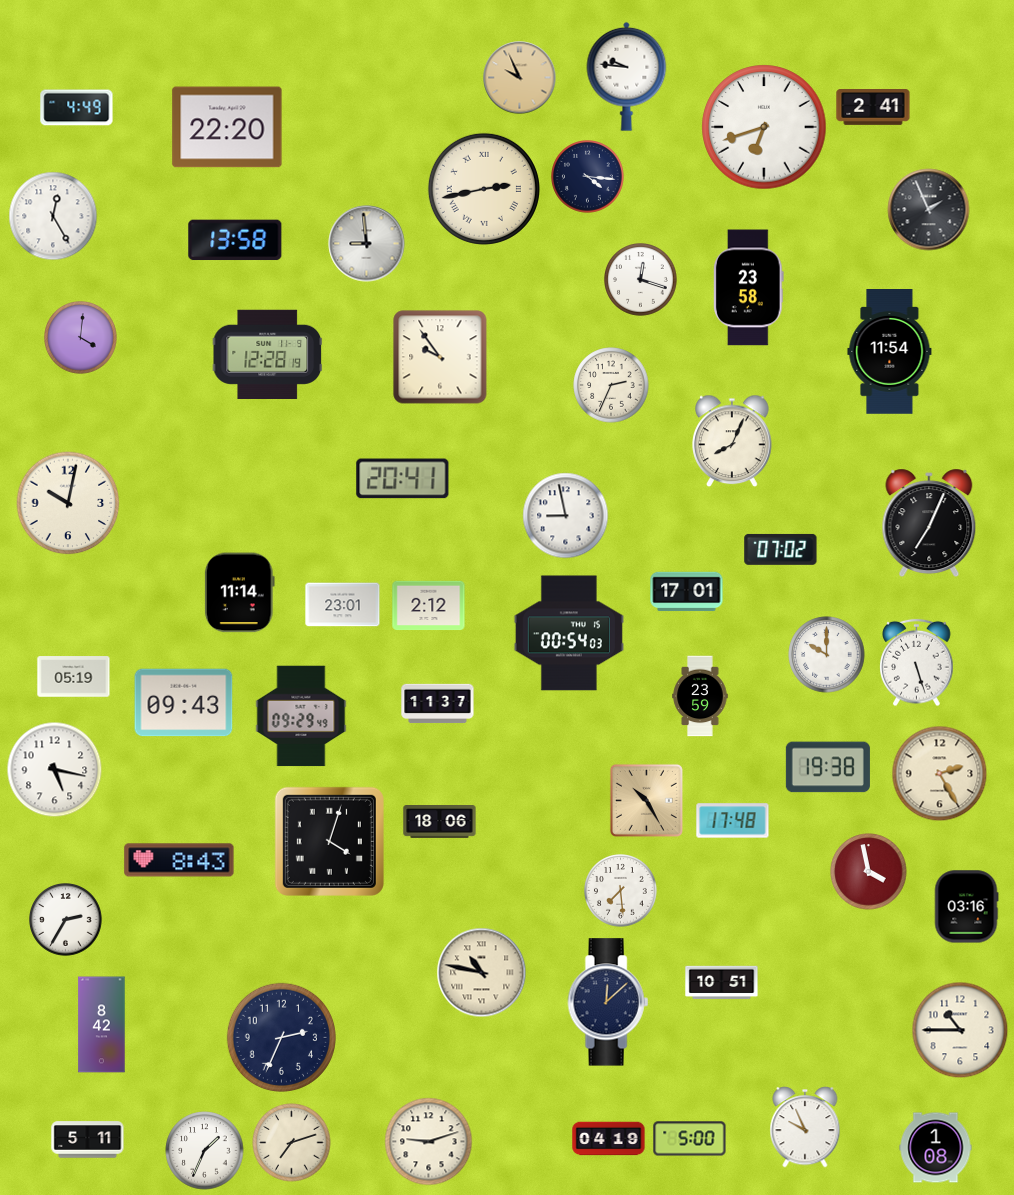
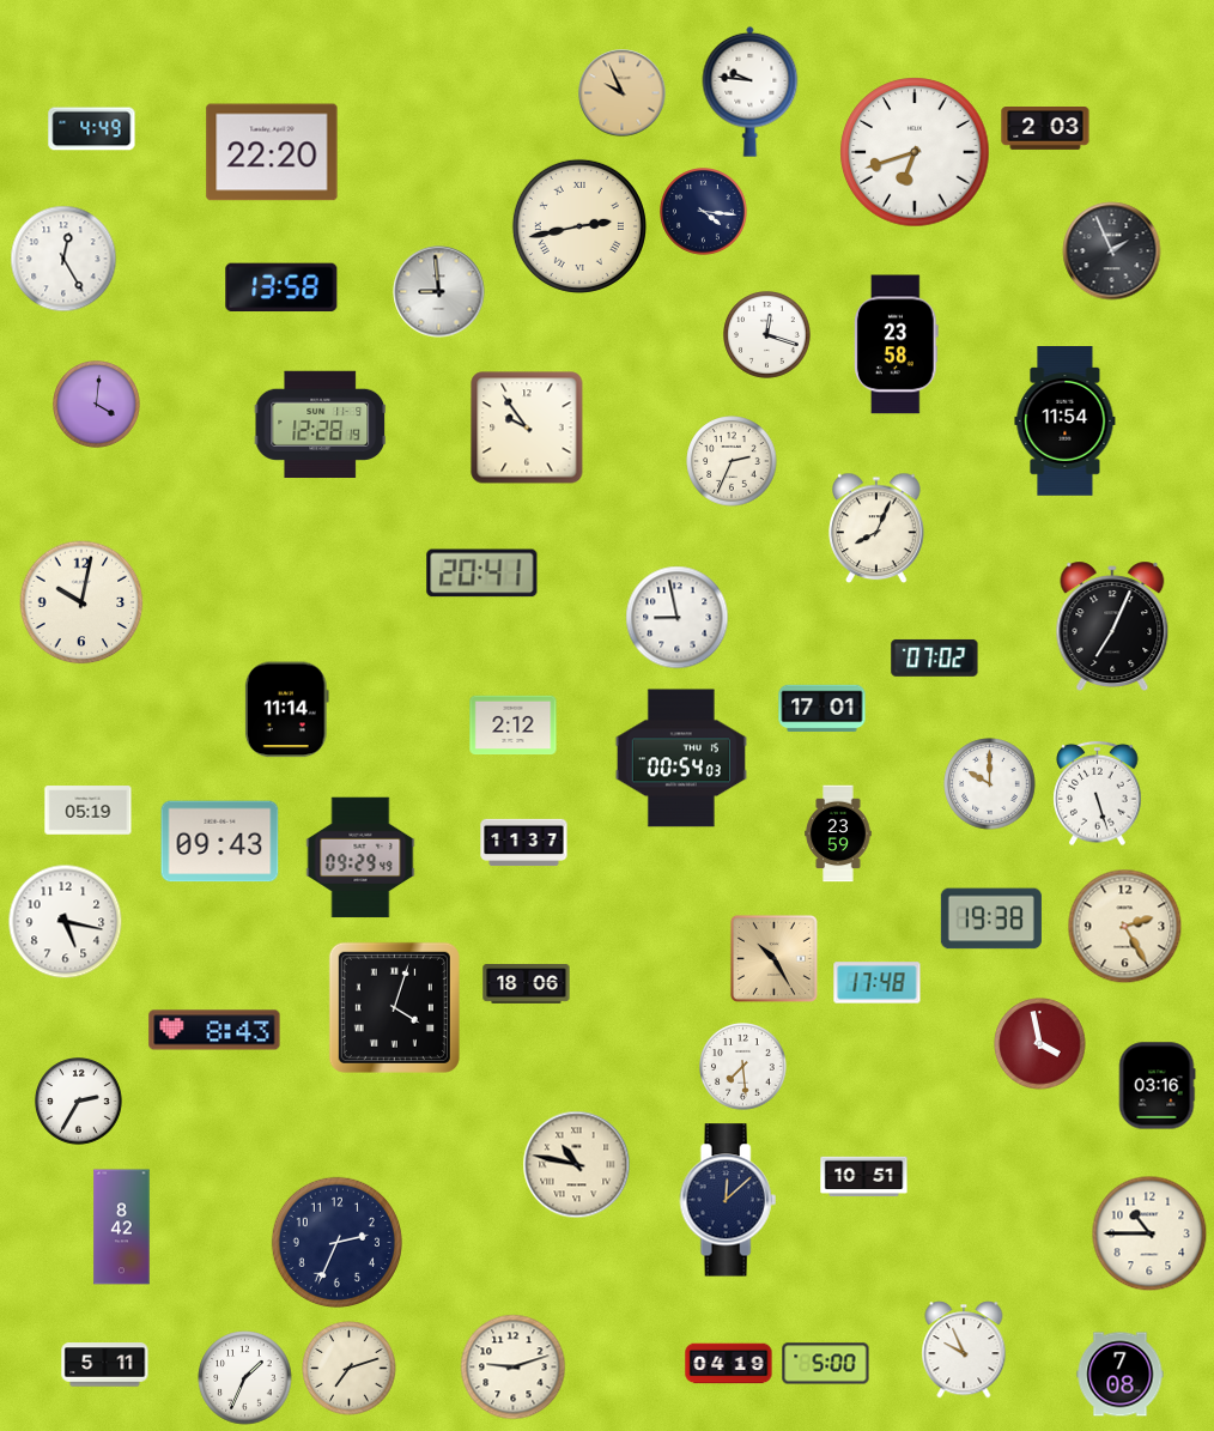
clock at (873, 108): 2:41 -> 2:03
clock at (343, 605): 23:01 -> none
clock at (936, 1148): 1:08 -> 7:08
